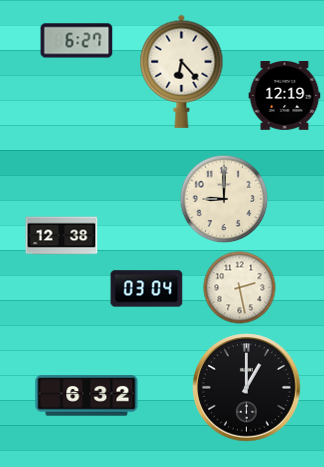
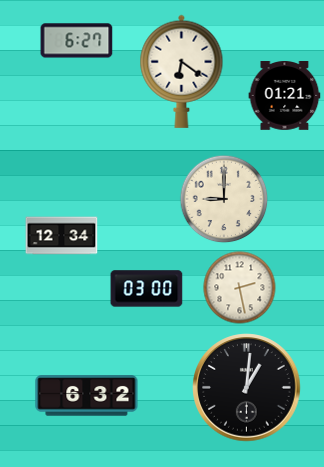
clock at (182, 71): 6:23 -> 6:21
clock at (285, 96): 12:19 -> 01:21
clock at (62, 236): 12:38 -> 12:34
clock at (147, 289): 03:04 -> 03:00
clock at (247, 388): 1:00 -> 1:01
